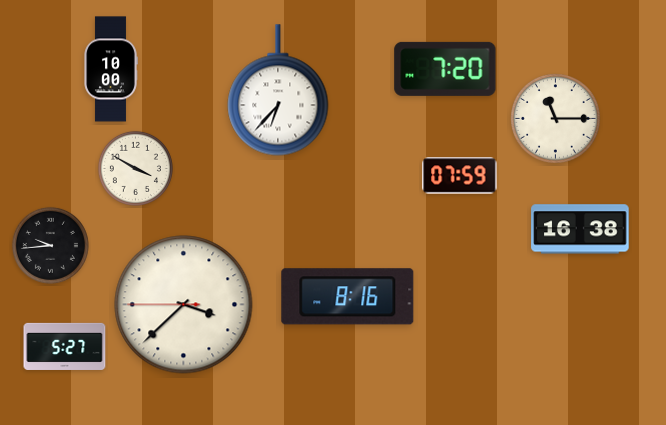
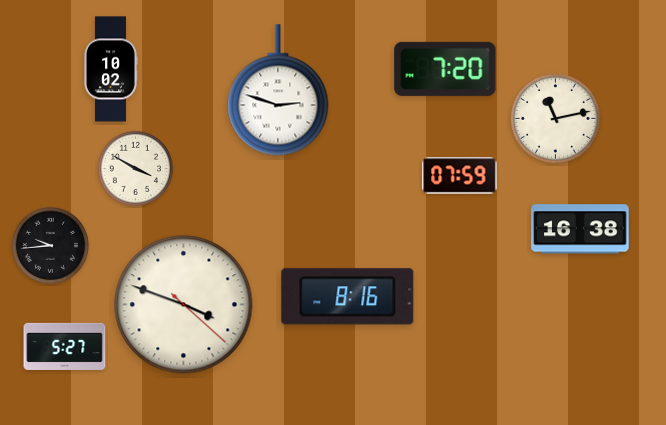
clock at (111, 69): 10:00 -> 10:02
clock at (278, 90): 6:37 -> 2:48
clock at (556, 119): 11:15 -> 11:13
clock at (184, 305): 3:37 -> 3:48
